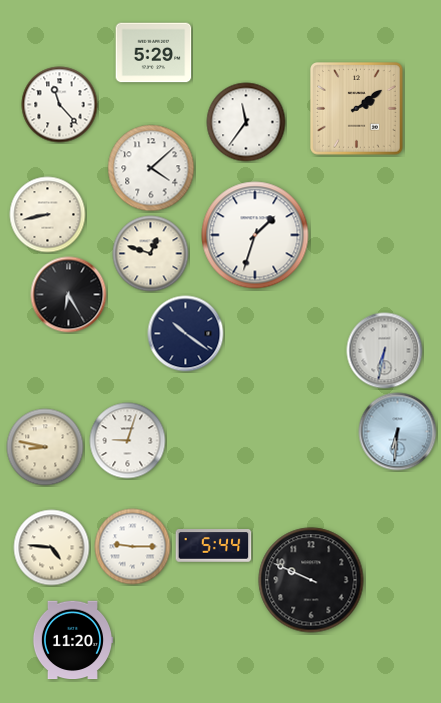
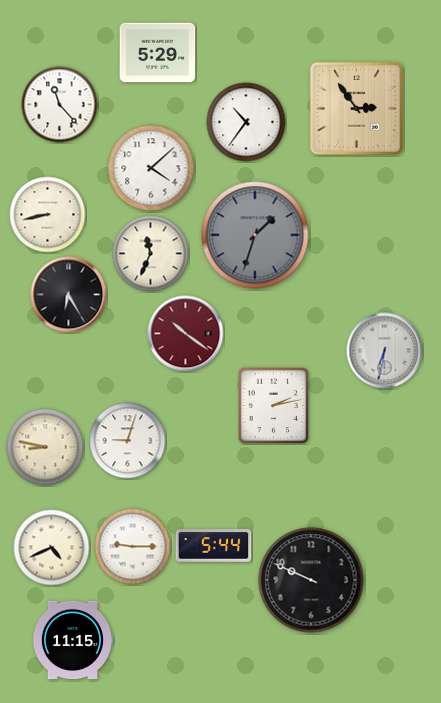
clock at (154, 53) position: (154, 53) -> (158, 53)
clock at (357, 109): 2:09 -> 2:54
clock at (246, 122): 11:36 -> 10:36
clock at (255, 235) dial: white -> grey
clock at (151, 254): 12:48 -> 11:34
clock at (186, 334) dial: navy -> burgundy
clock at (274, 405): none -> 2:13
clock at (398, 432): 6:31 -> none
clock at (52, 548): 4:46 -> 4:41
clock at (73, 640): 11:20 -> 11:15
